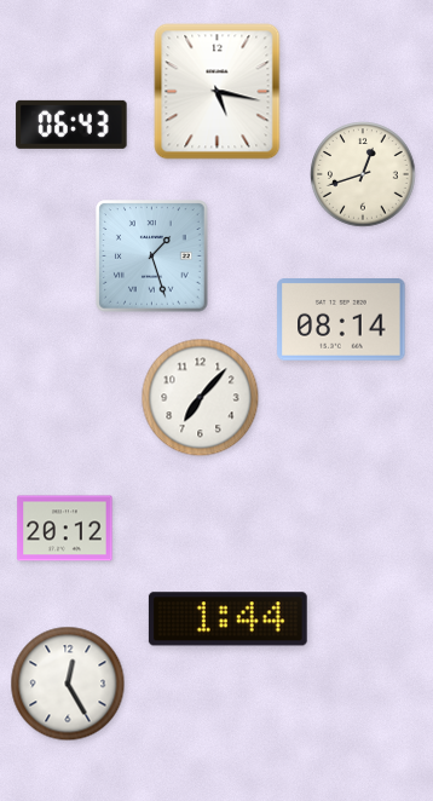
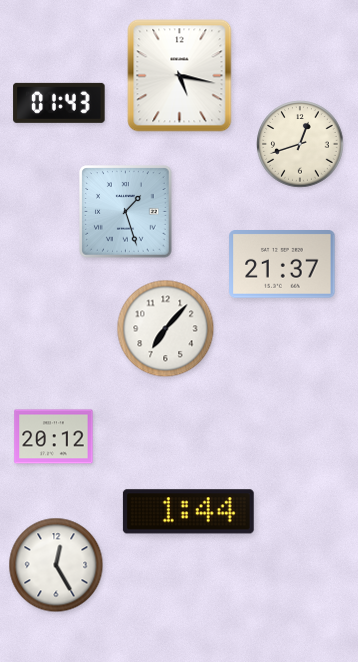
clock at (71, 125): 06:43 -> 01:43
clock at (341, 321): 08:14 -> 21:37
